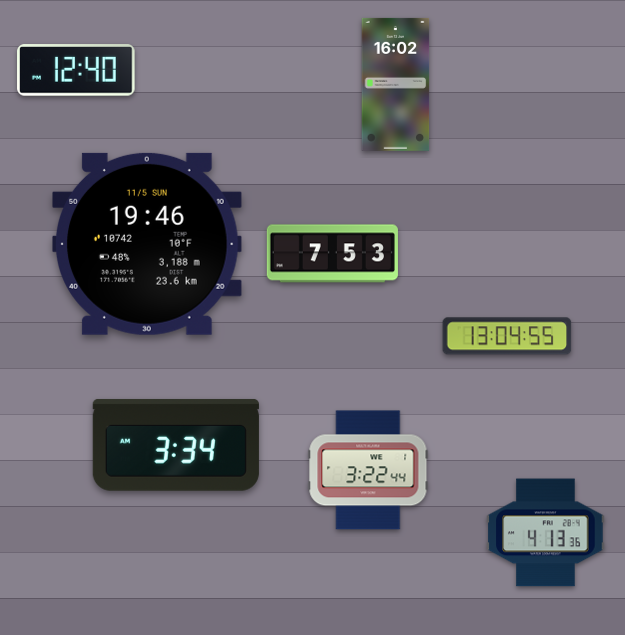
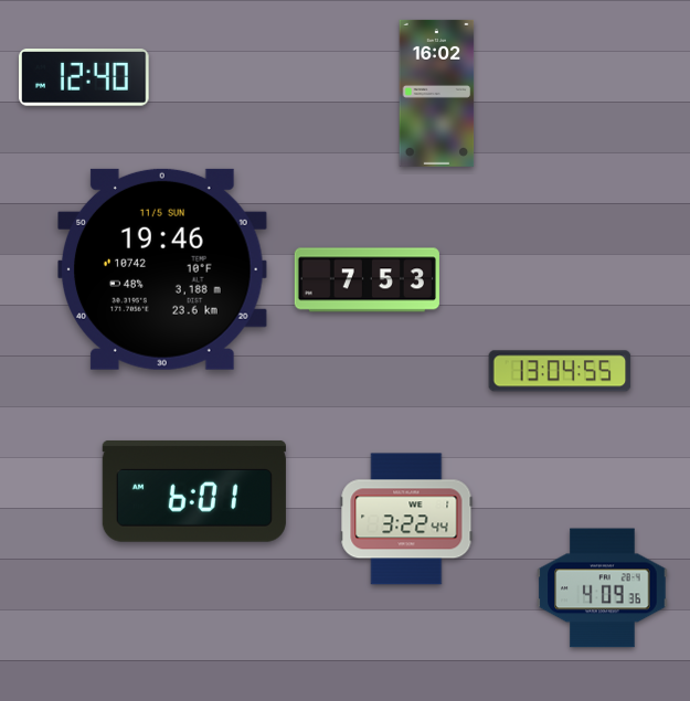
clock at (176, 445): 3:34 -> 6:01
clock at (546, 533): 4:13 -> 4:09
